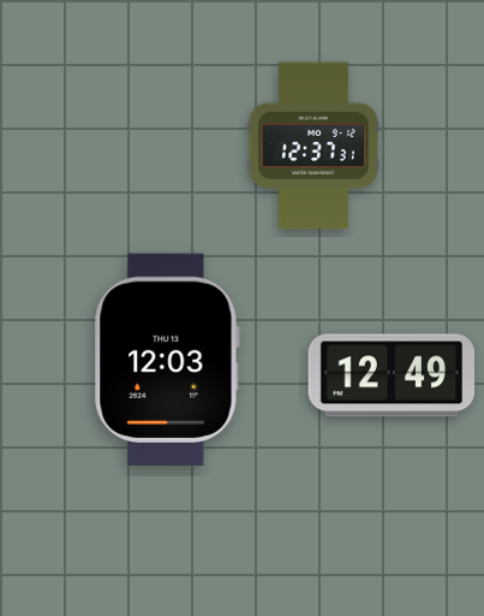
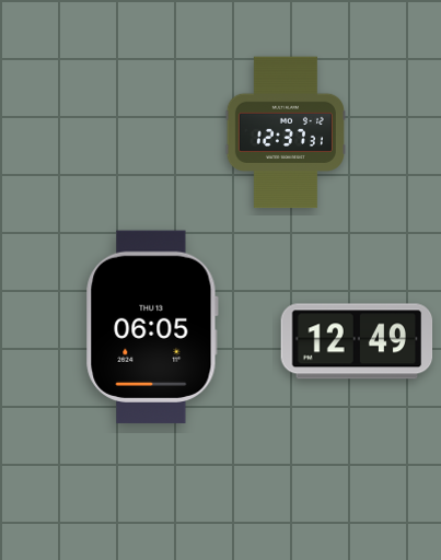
clock at (167, 359): 12:03 -> 06:05
